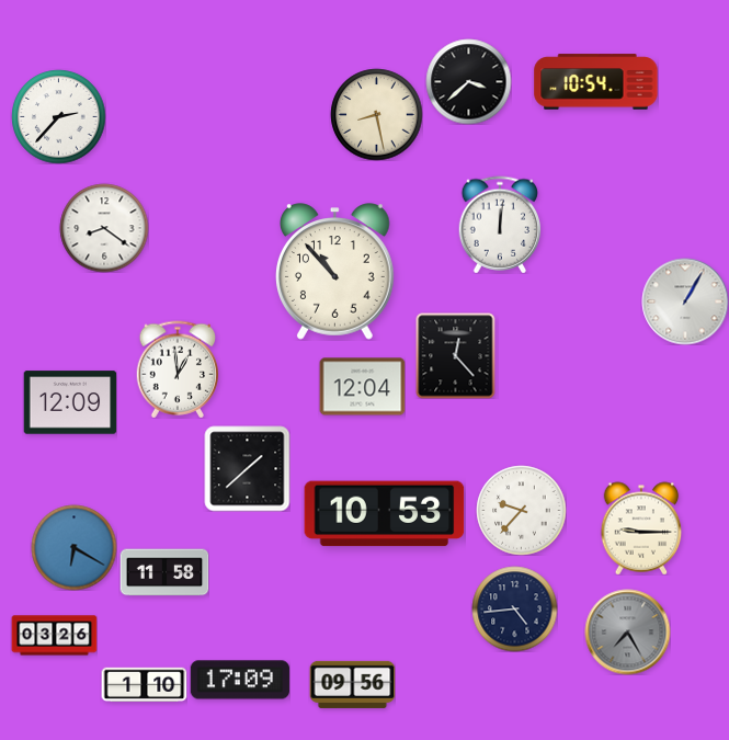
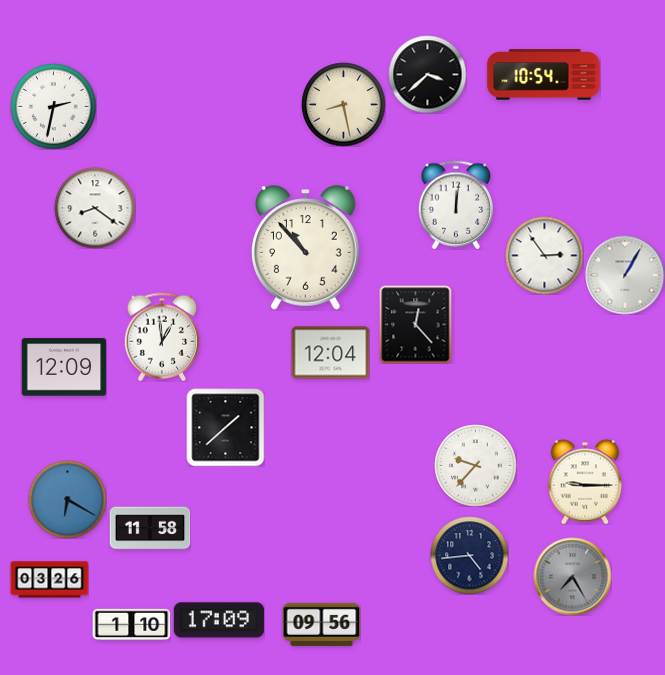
clock at (58, 116): 2:37 -> 2:32
clock at (544, 255): none -> 2:54
clock at (385, 514): 10:53 -> none
clock at (164, 572) position: (164, 572) -> (150, 528)
